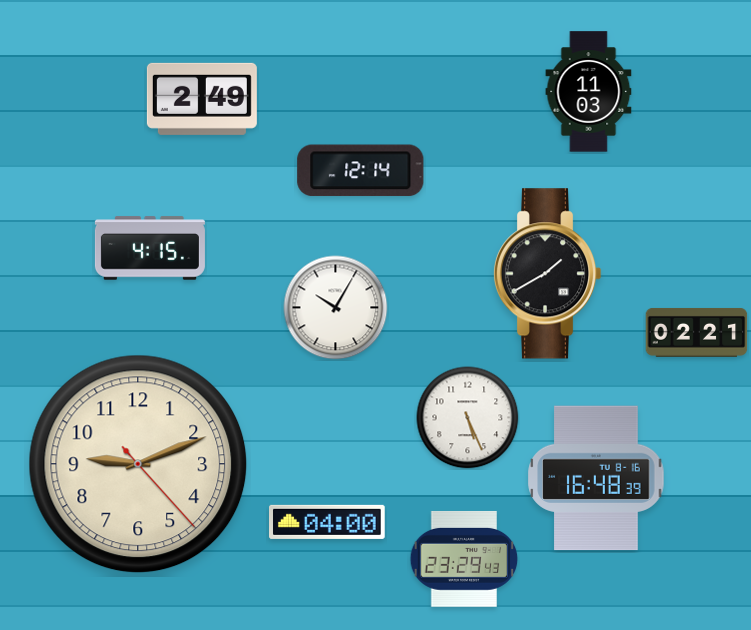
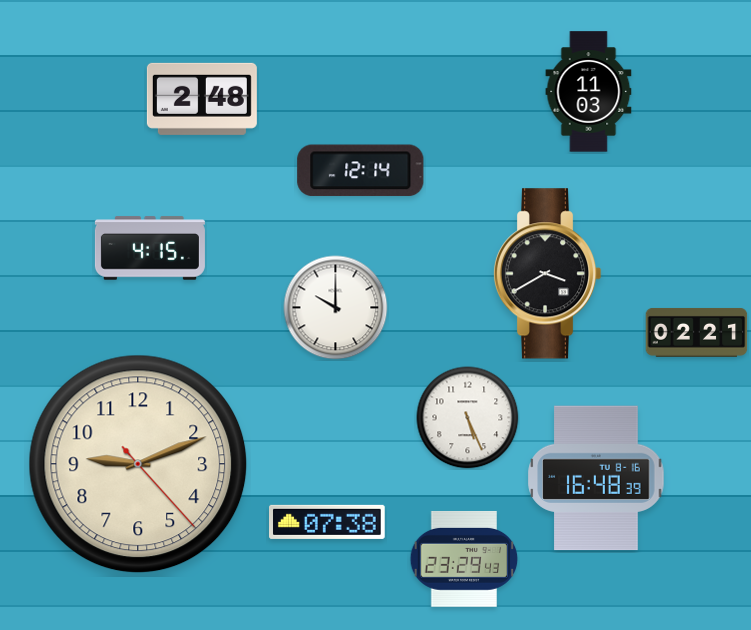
clock at (202, 99): 2:49 -> 2:48
clock at (547, 274): 1:40 -> 3:40
clock at (336, 308): 10:05 -> 10:00
clock at (328, 522): 04:00 -> 07:38
